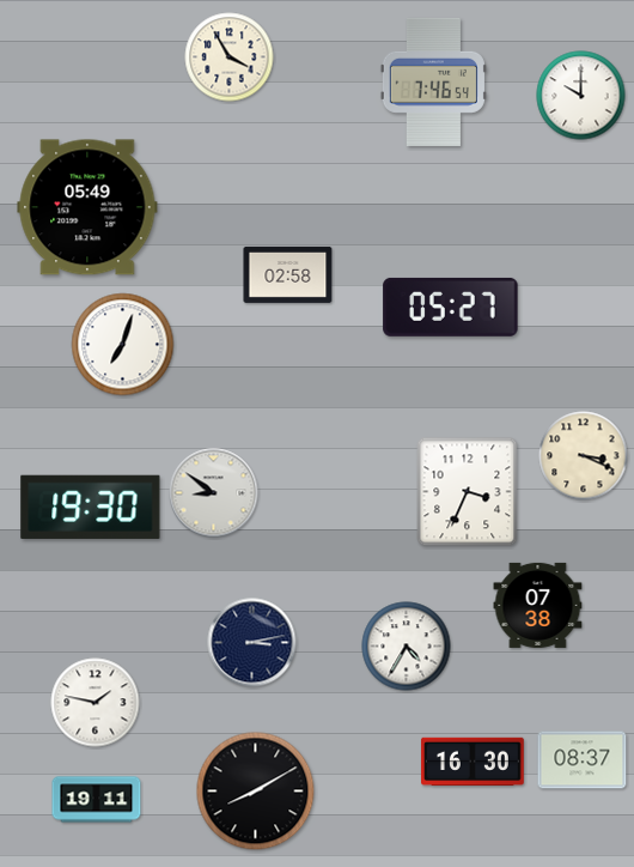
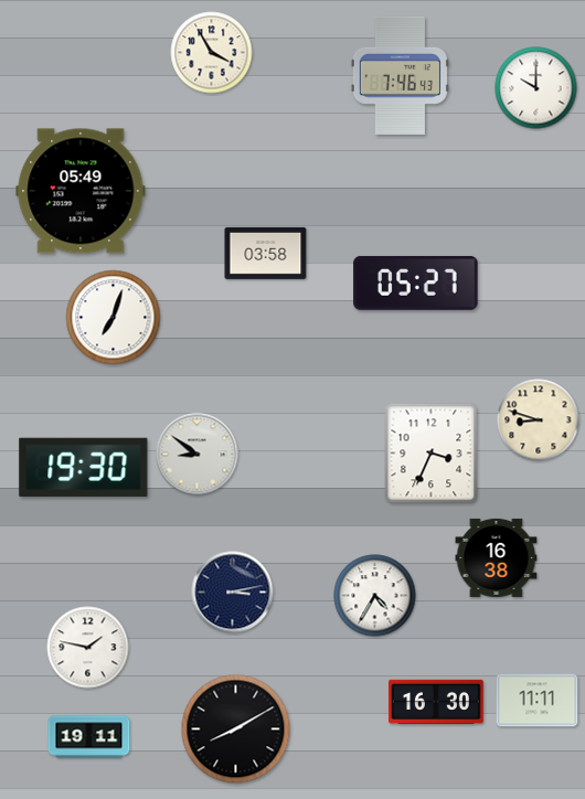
clock at (433, 81): 7:46:54 -> 7:46:43
clock at (288, 274): 02:58 -> 03:58
clock at (584, 456): 3:19 -> 8:48
clock at (538, 605): 07:38 -> 16:38
clock at (583, 760): 08:37 -> 11:11
